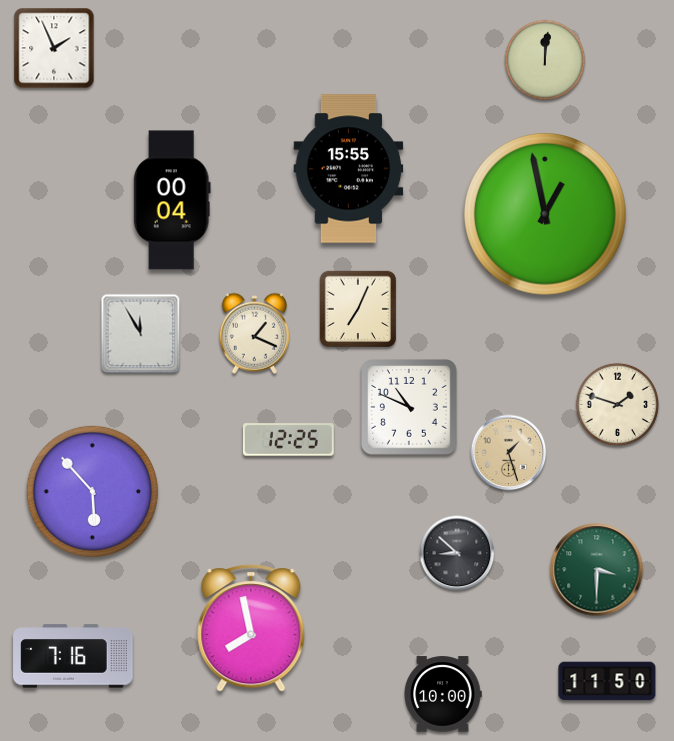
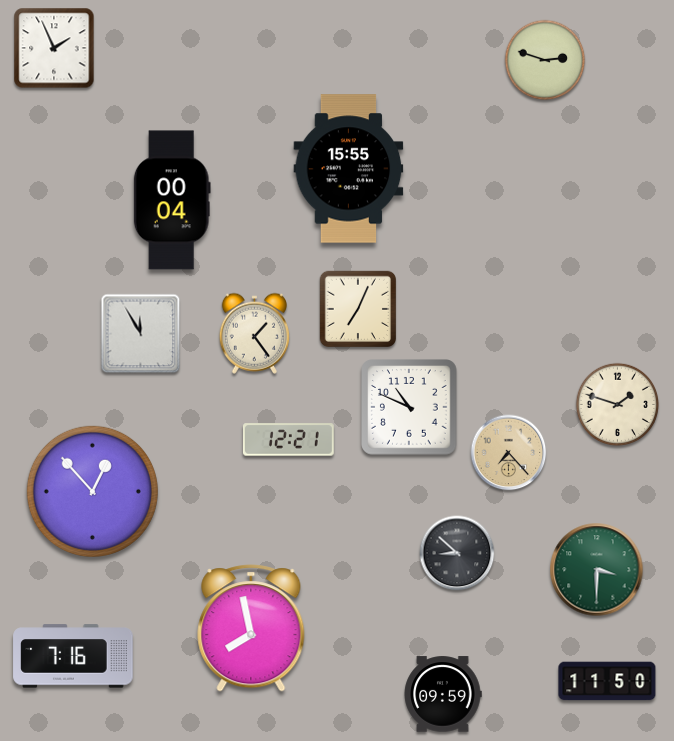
clock at (545, 60): 12:01 -> 2:48
clock at (546, 215): 12:58 -> none
clock at (254, 333): 1:19 -> 1:24
clock at (289, 440): 12:25 -> 12:21
clock at (509, 453): 1:27 -> 7:23
clock at (92, 491): 5:53 -> 12:53
clock at (443, 694): 10:00 -> 09:59
